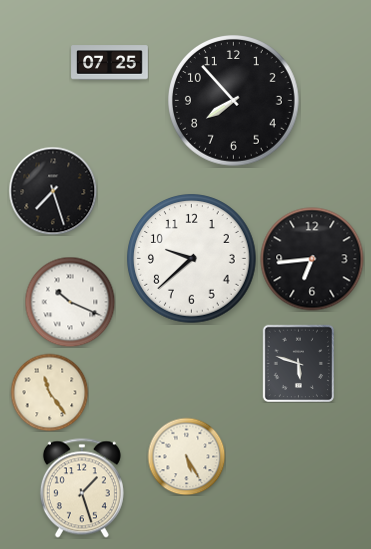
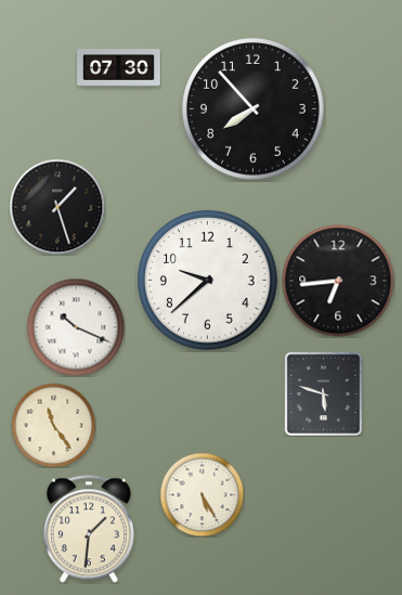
clock at (110, 63): 07:25 -> 07:30
clock at (53, 191): 7:27 -> 1:27
clock at (82, 488): 1:27 -> 1:31
